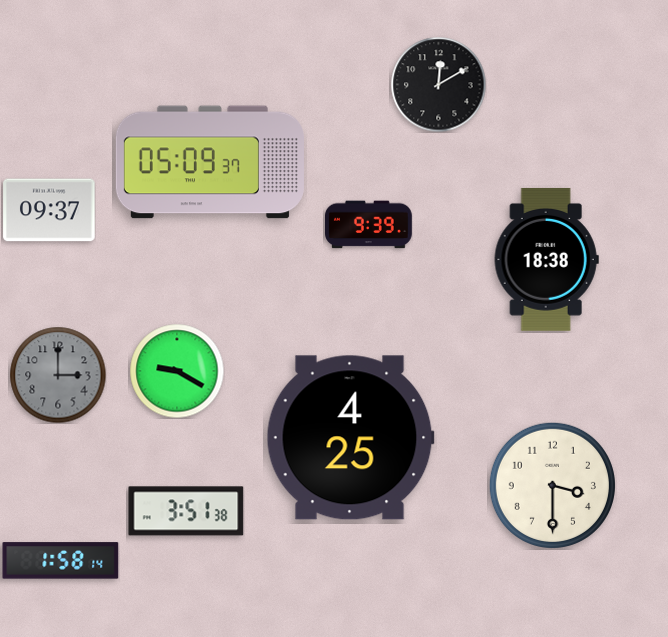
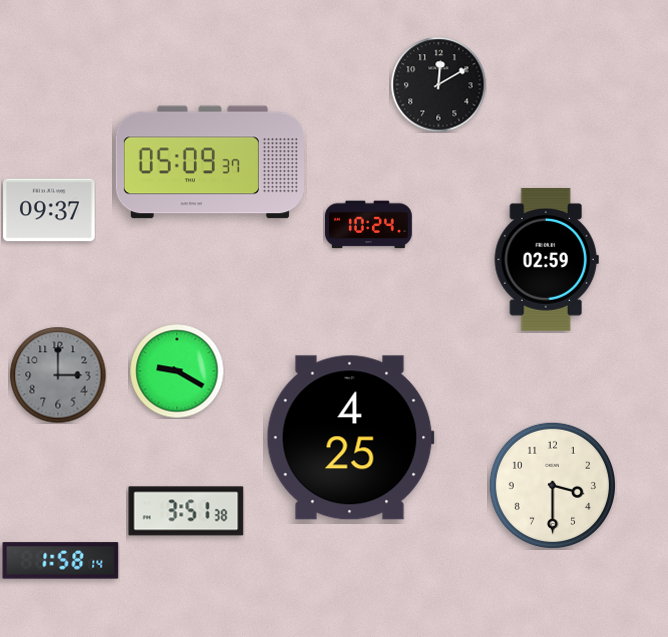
clock at (369, 225): 9:39 -> 10:24
clock at (546, 259): 18:38 -> 02:59
